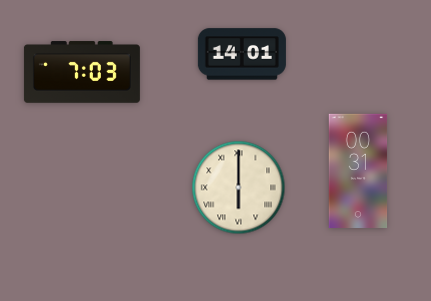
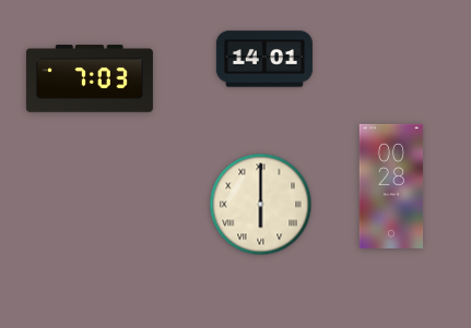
clock at (358, 170): 00:31 -> 00:28
